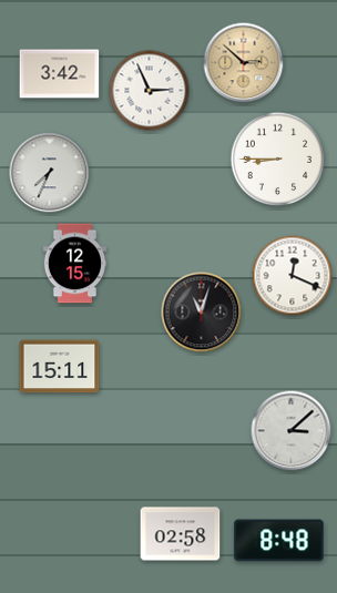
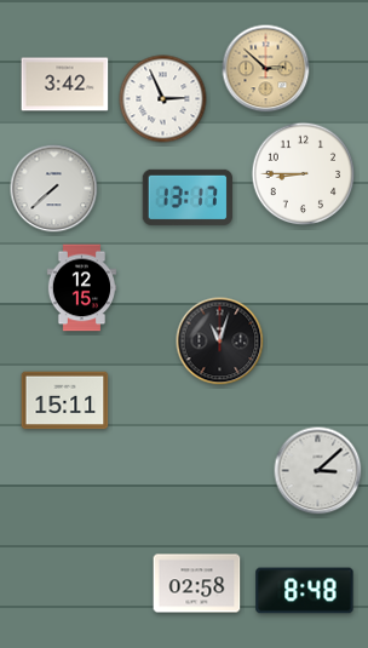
clock at (60, 74) position: (60, 74) -> (65, 85)
clock at (50, 173): 7:34 -> 7:38
clock at (188, 197): none -> 13:17
clock at (293, 276): 12:19 -> none
